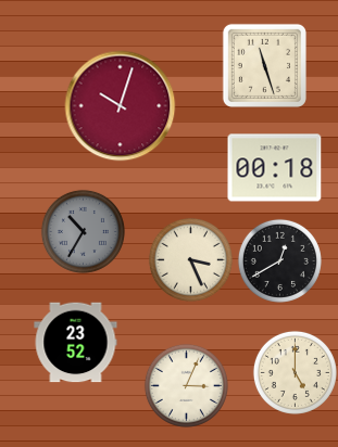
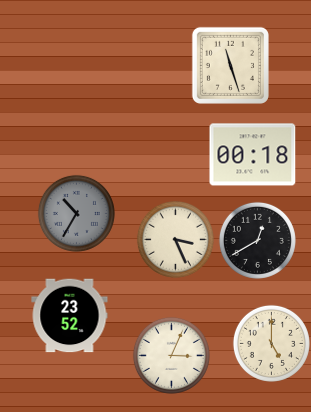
clock at (264, 65) position: (264, 65) -> (230, 65)
clock at (121, 106): 10:03 -> none
